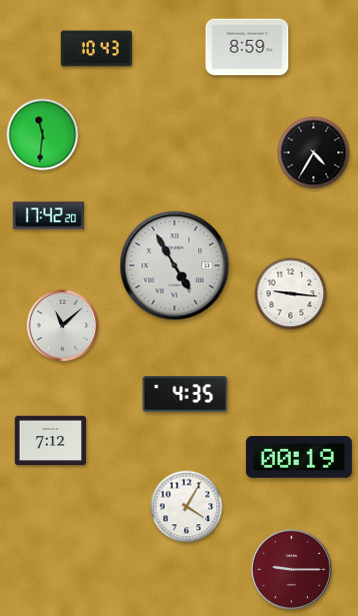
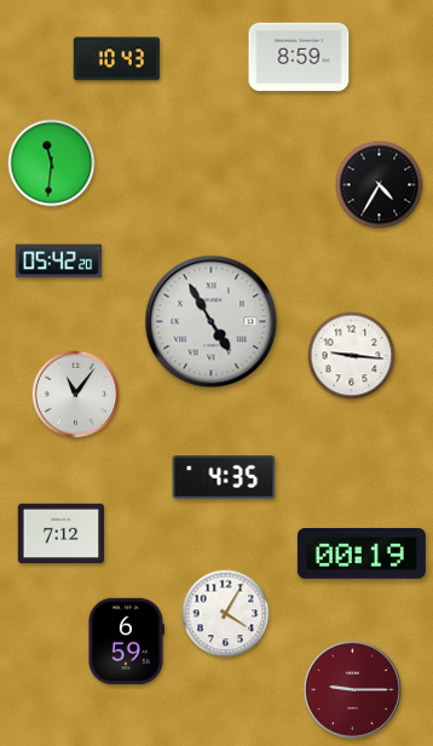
clock at (49, 216): 17:42 -> 05:42
clock at (63, 326): 11:08 -> 11:06
clock at (126, 642): none -> 6:59
